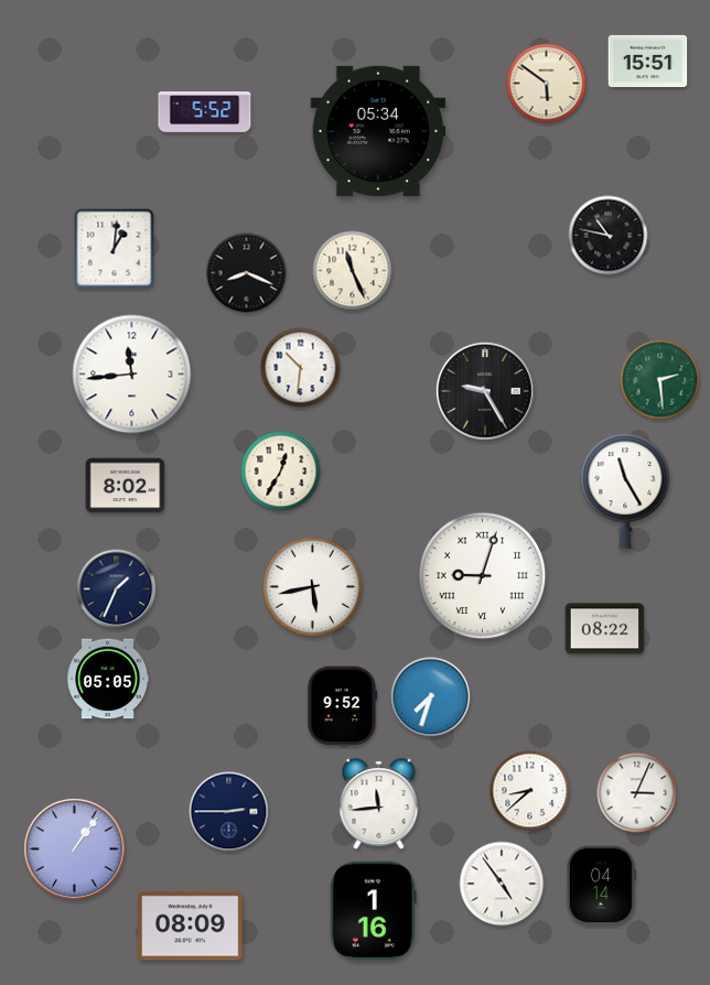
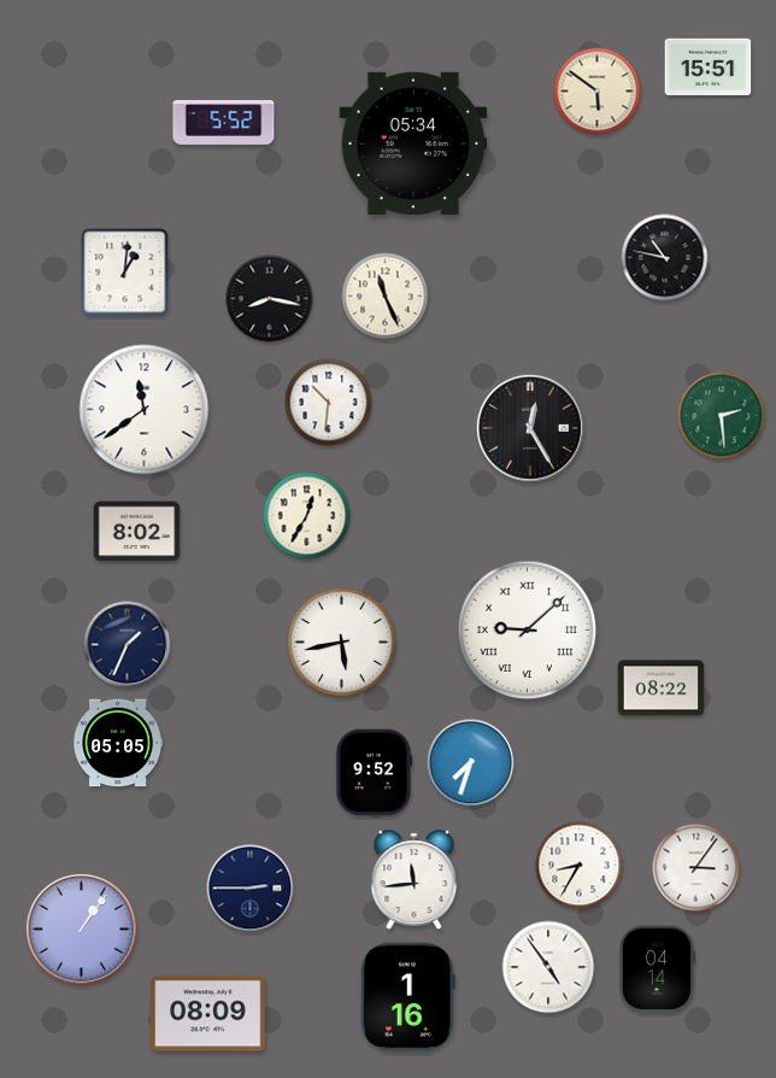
clock at (247, 273): 8:19 -> 8:17
clock at (132, 375): 11:44 -> 11:39
clock at (485, 391): 9:25 -> 12:25
clock at (625, 491): 11:25 -> none
clock at (483, 576): 9:03 -> 9:08
clock at (530, 791): 8:38 -> 8:35
clock at (637, 793): 3:04 -> 3:06
